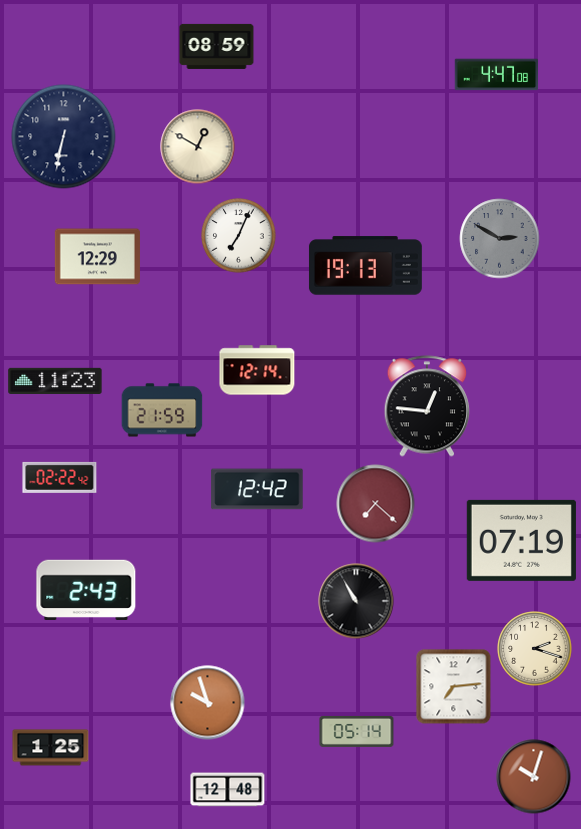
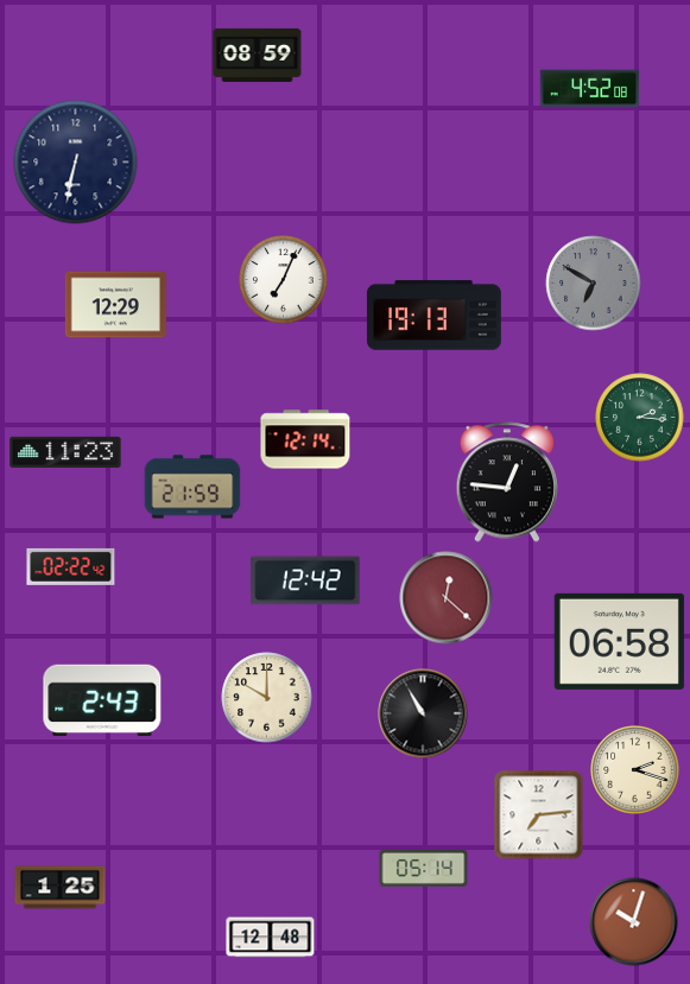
clock at (497, 75): 4:47 -> 4:52
clock at (198, 147): 12:50 -> none
clock at (500, 239): 2:50 -> 6:50
clock at (640, 418): none -> 2:16
clock at (376, 504): 7:22 -> 12:22
clock at (521, 540): 07:19 -> 06:58
clock at (267, 698): none -> 10:00
clock at (208, 703): 9:57 -> none
